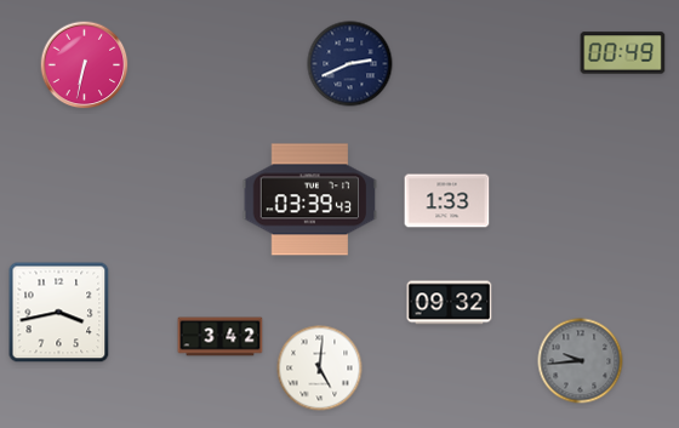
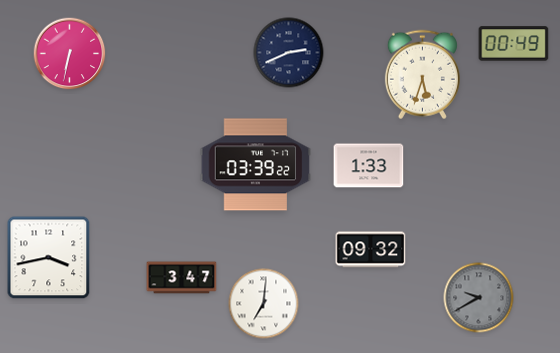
clock at (422, 75): none -> 5:33
clock at (310, 200): 03:39:43 -> 03:39:22
clock at (221, 337): 3:42 -> 3:47
clock at (581, 361): 9:44 -> 9:40
clock at (320, 369): 5:01 -> 7:01
